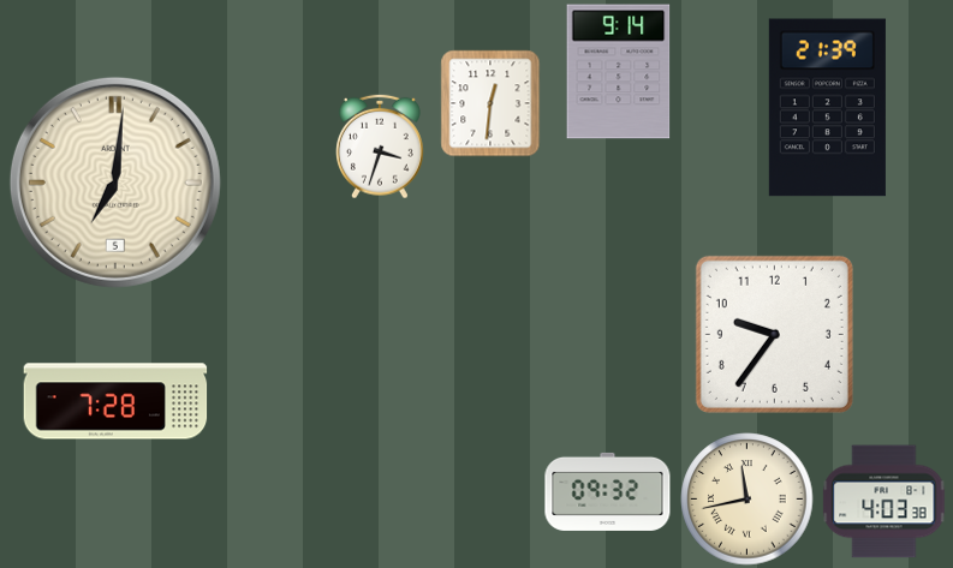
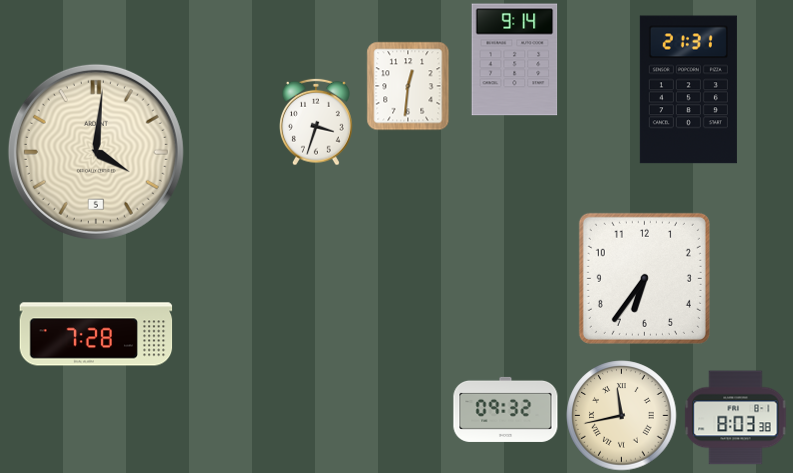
clock at (827, 108): 21:39 -> 21:31
clock at (115, 183): 7:01 -> 4:01
clock at (774, 334): 9:36 -> 6:36
clock at (884, 502): 4:03 -> 8:03
